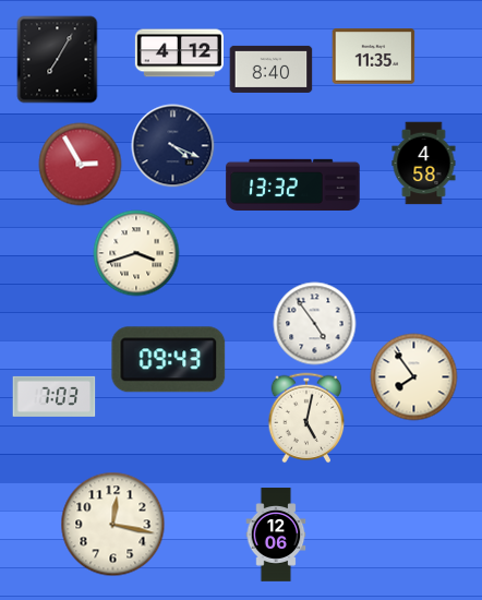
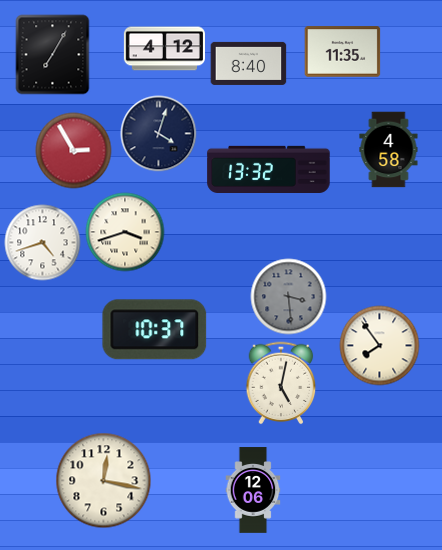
clock at (173, 146): 4:19 -> 4:03
clock at (43, 243): none -> 4:42
clock at (315, 324): 4:54 -> 3:29
clock at (315, 324) dial: white -> grey
clock at (169, 360): 09:43 -> 10:37
clock at (55, 396): 7:03 -> none
